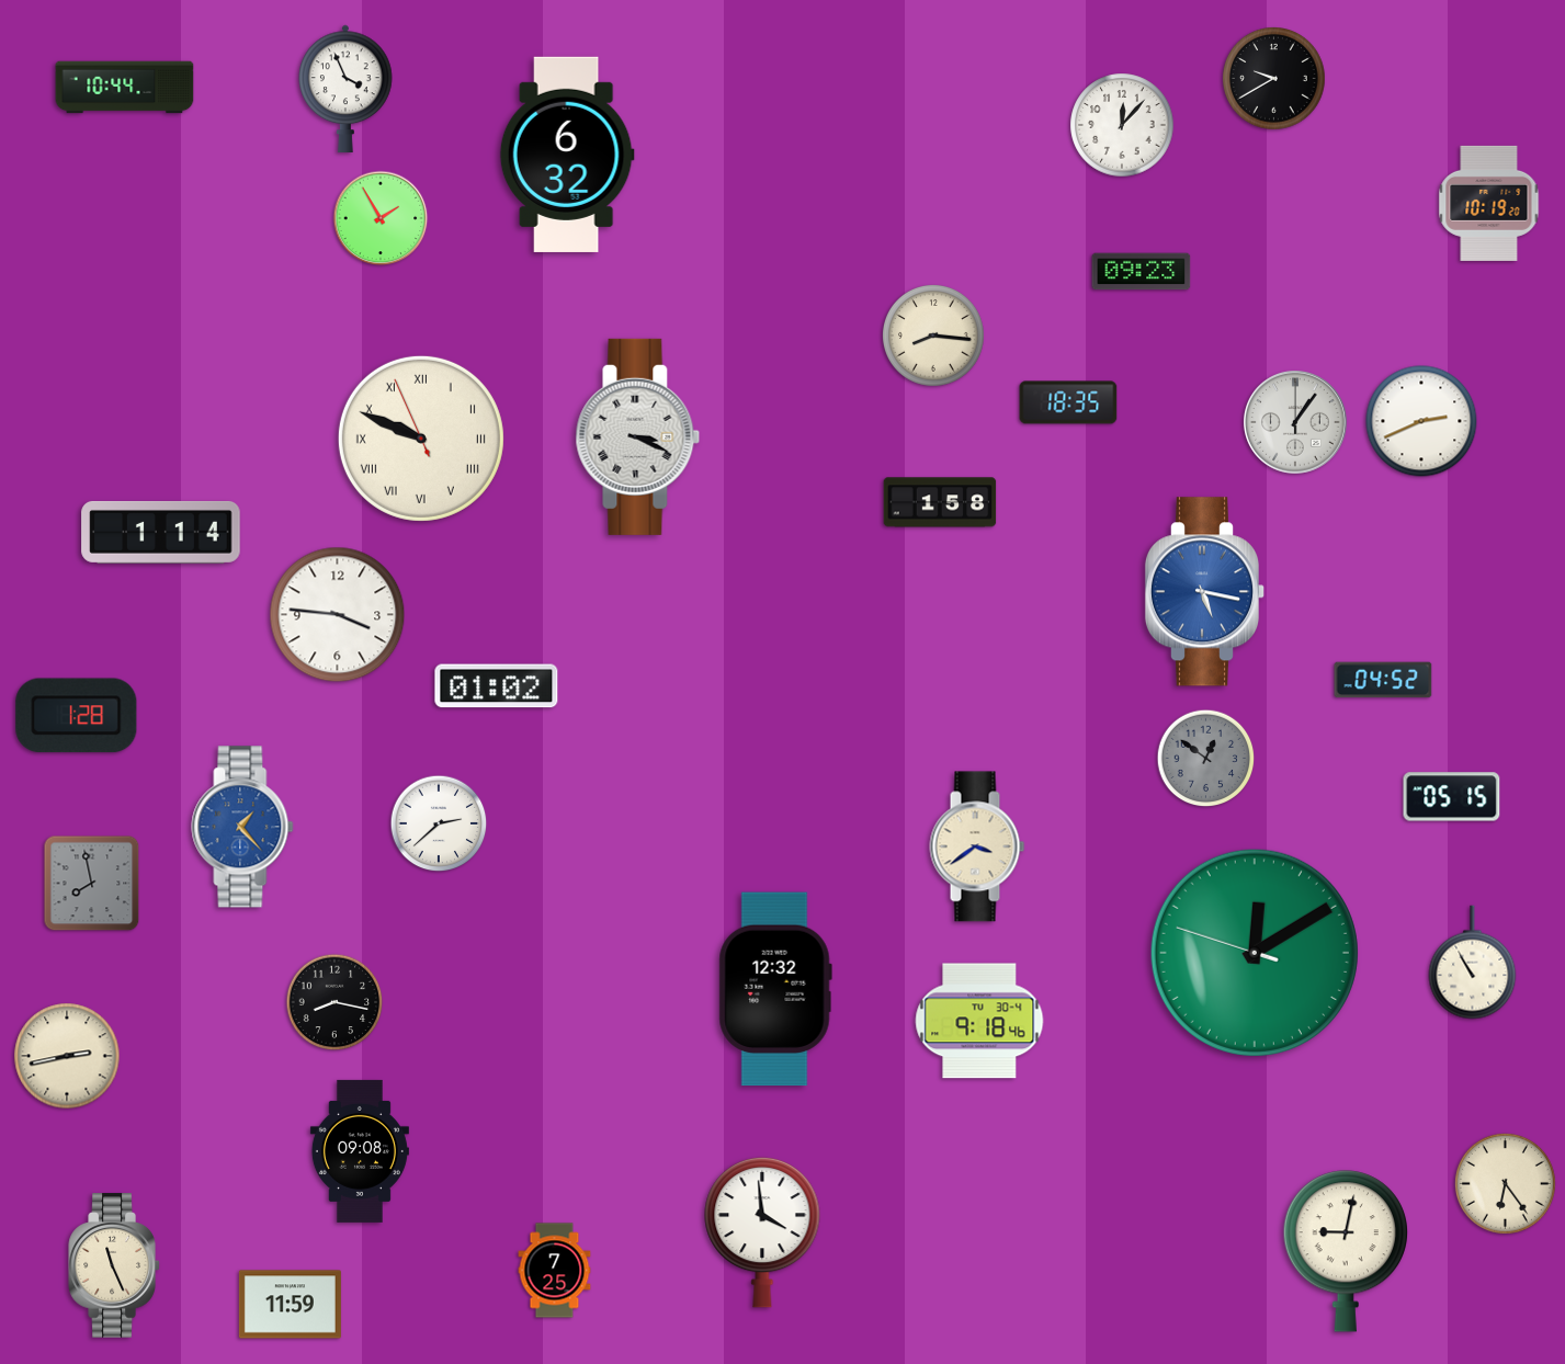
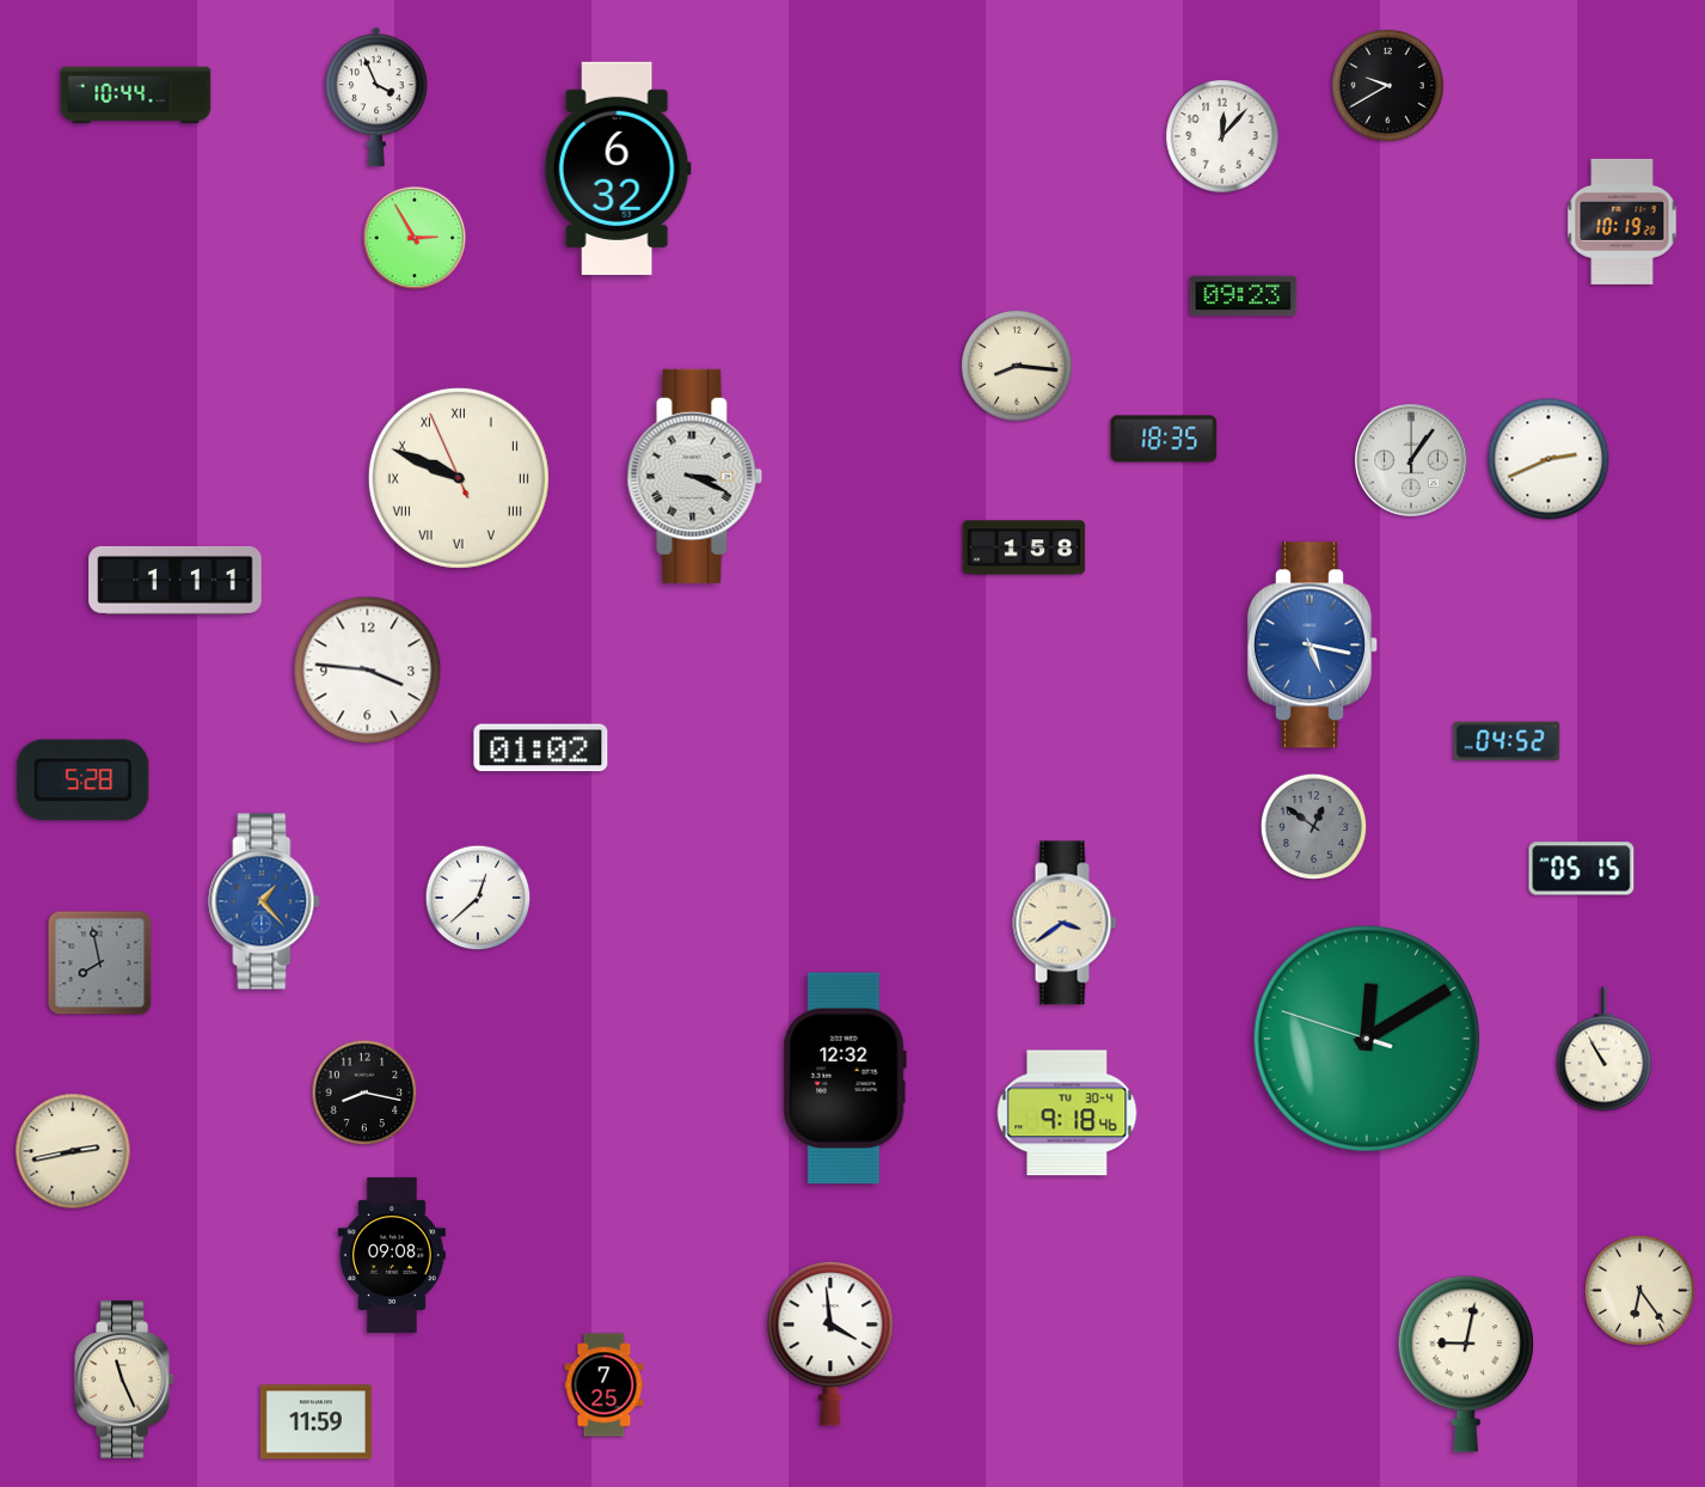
clock at (381, 218): 1:55 -> 2:55
clock at (161, 532): 1:14 -> 1:11
clock at (77, 716): 1:28 -> 5:28
clock at (439, 823): 2:38 -> 12:38
